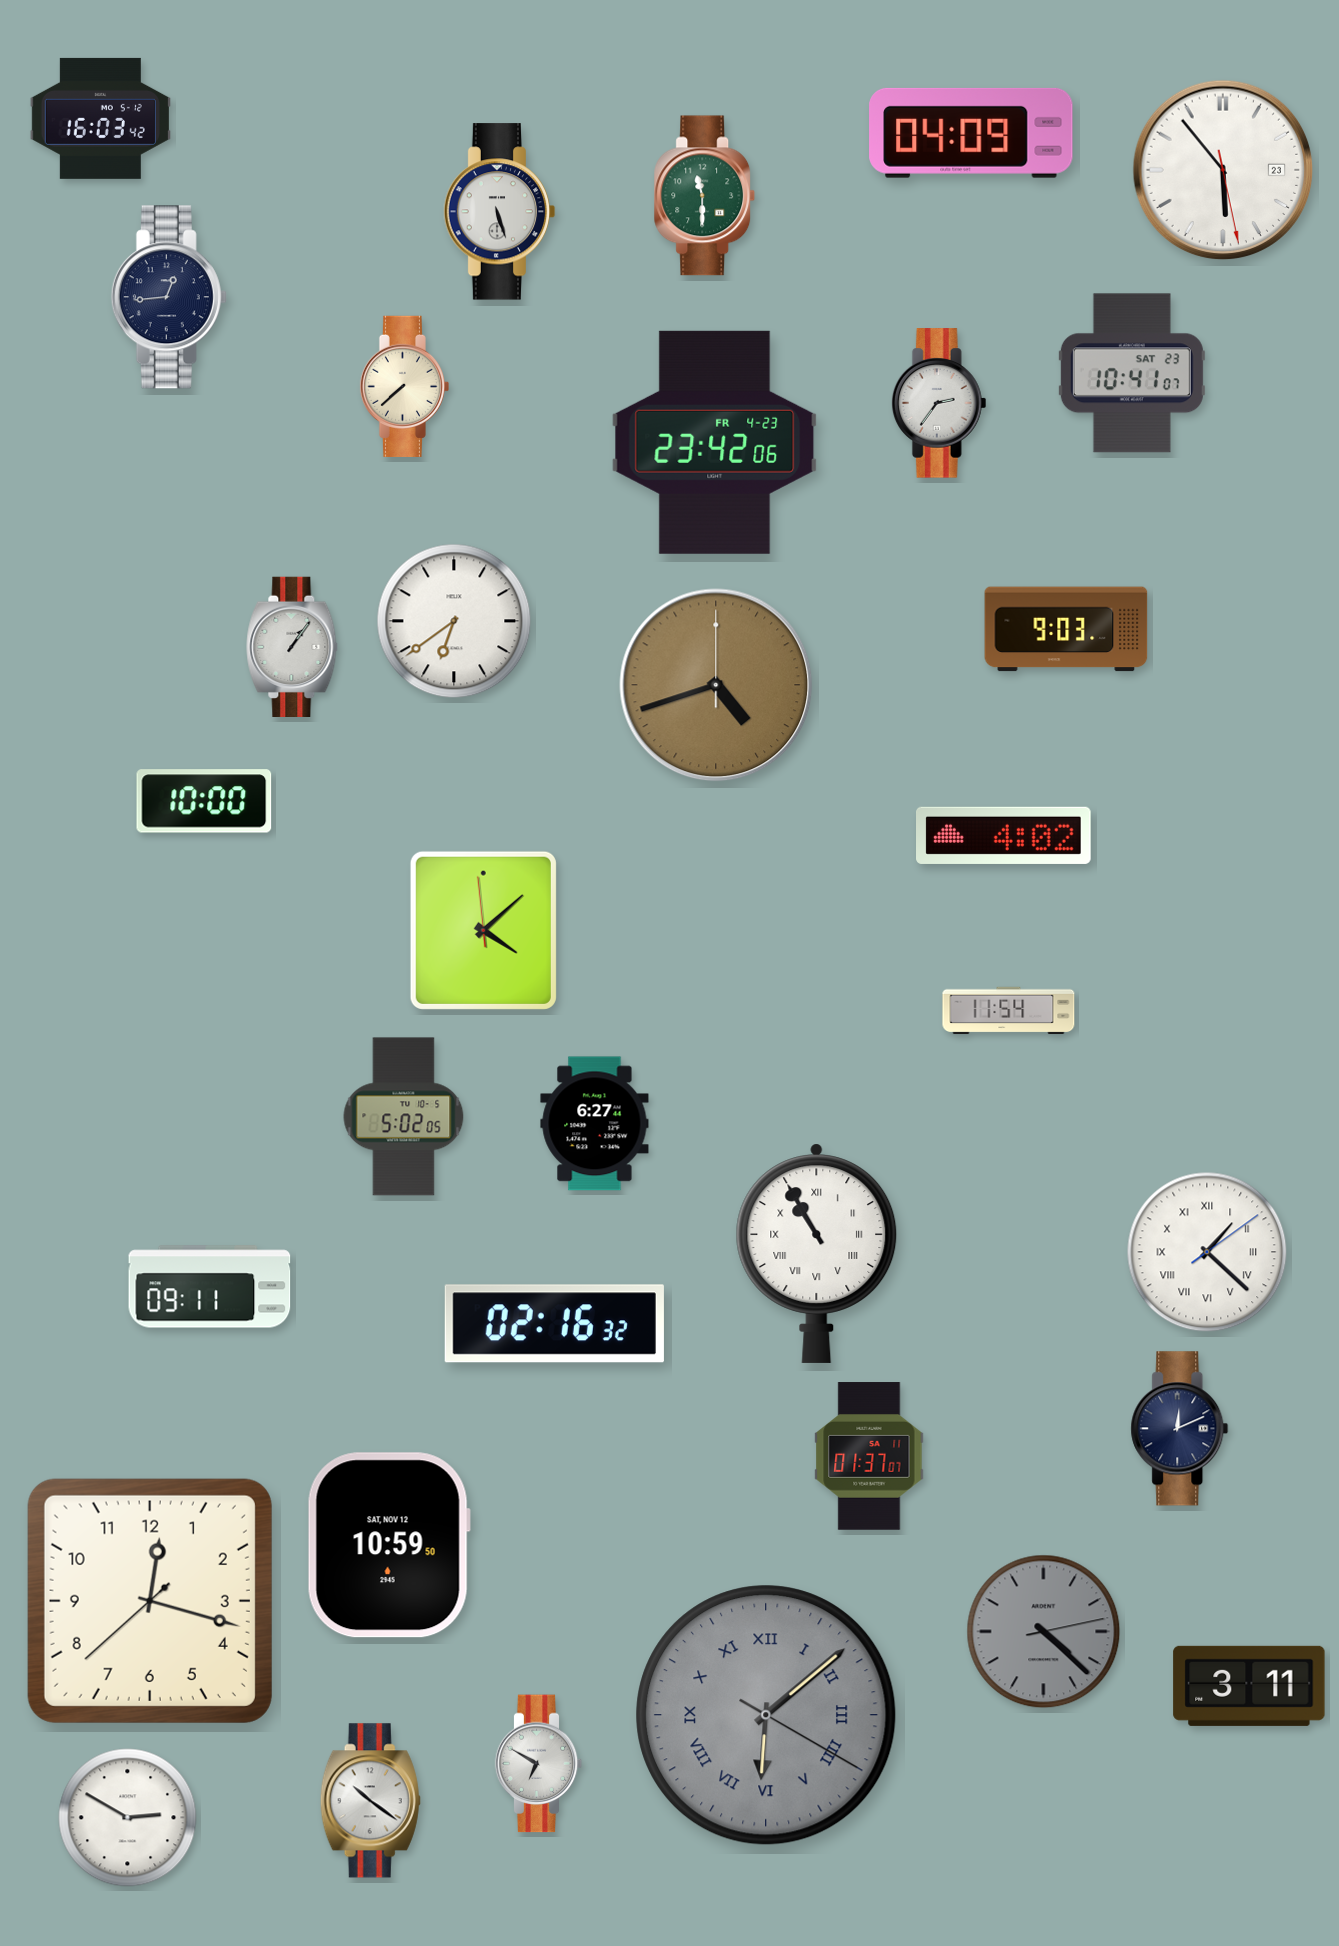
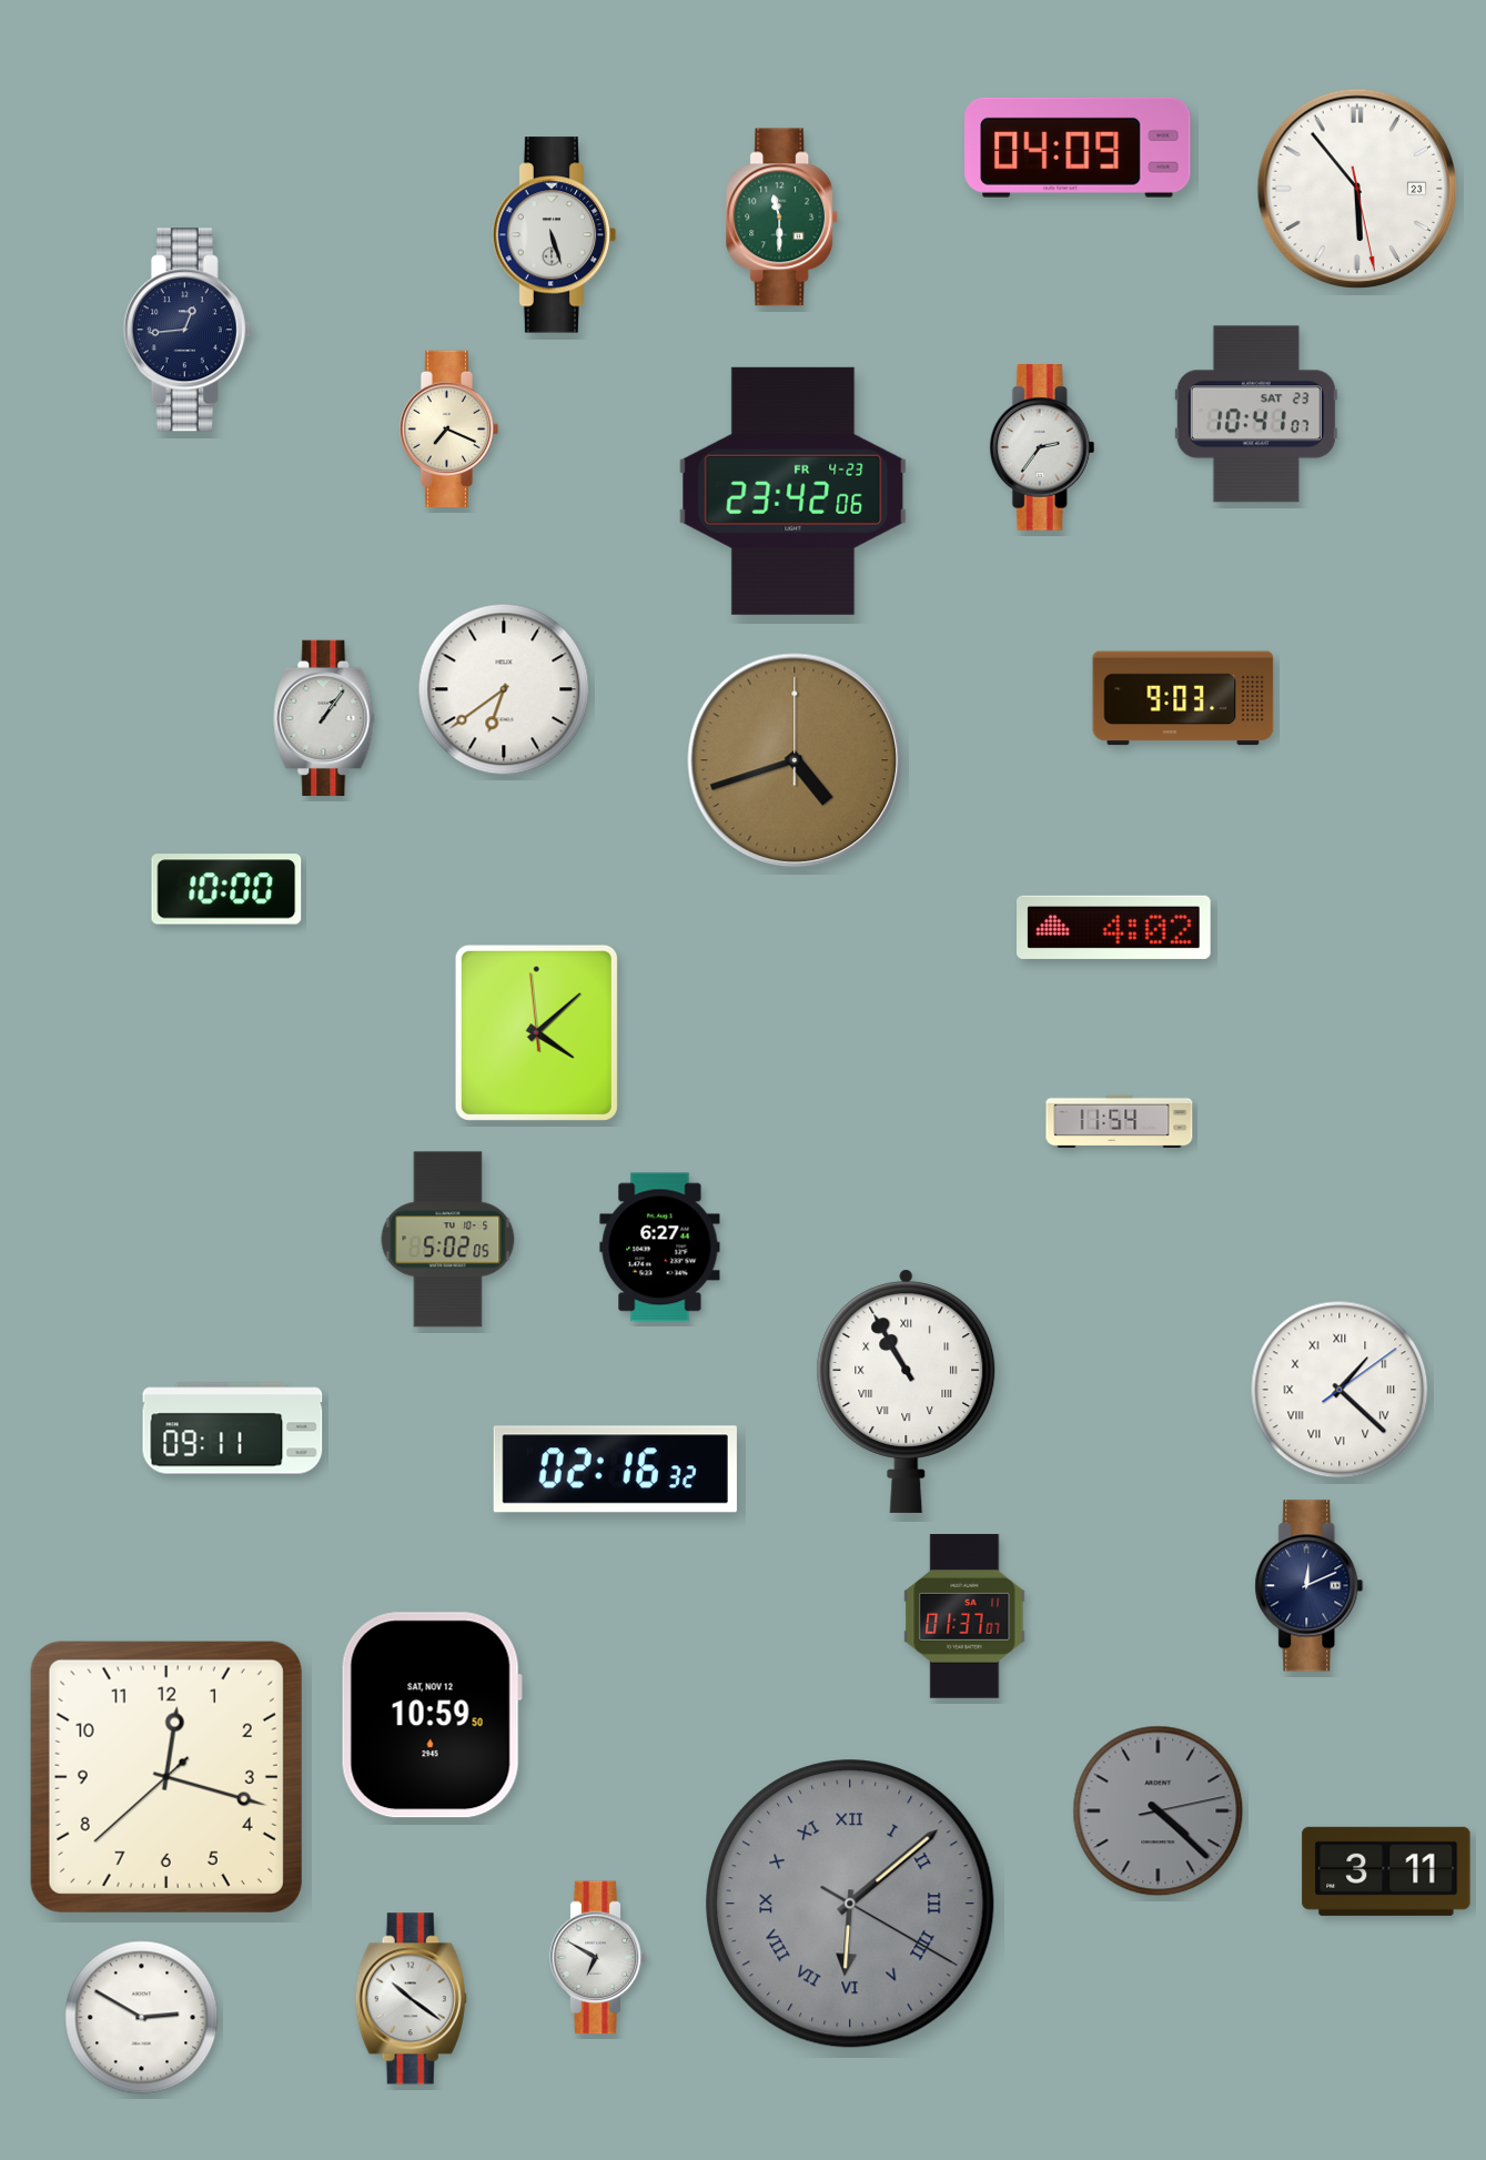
clock at (100, 118): 16:03 -> none
clock at (404, 386): 7:38 -> 7:19
